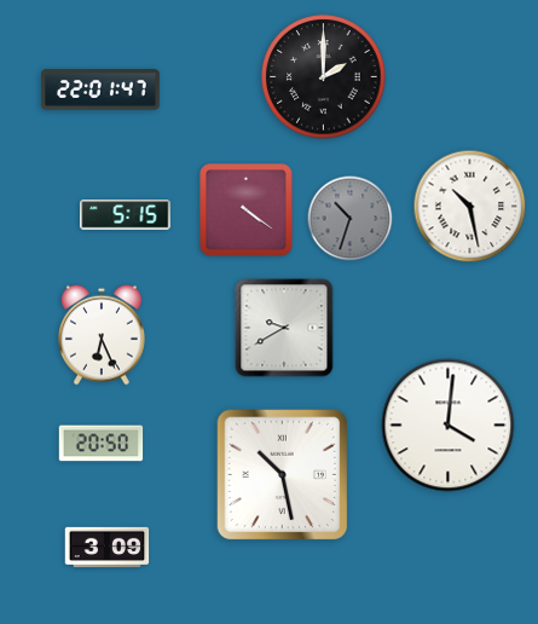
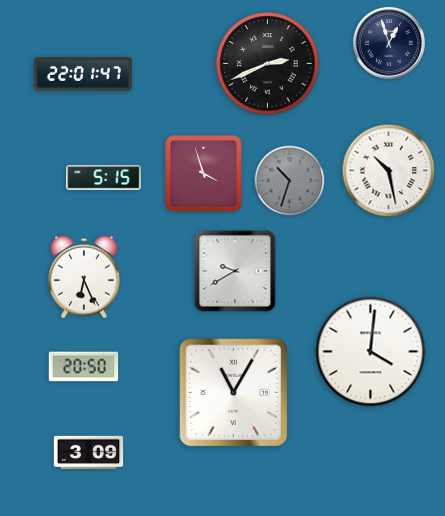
clock at (389, 43): none -> 12:57
clock at (324, 77): 2:00 -> 2:41
clock at (247, 210): 4:21 -> 3:57
clock at (283, 475): 10:28 -> 11:05
